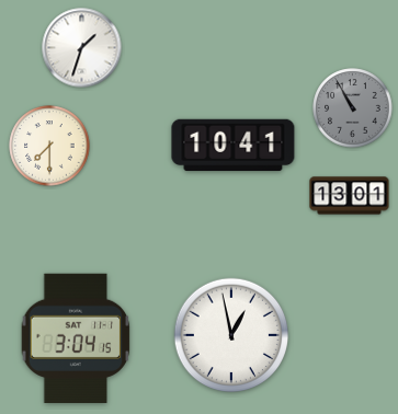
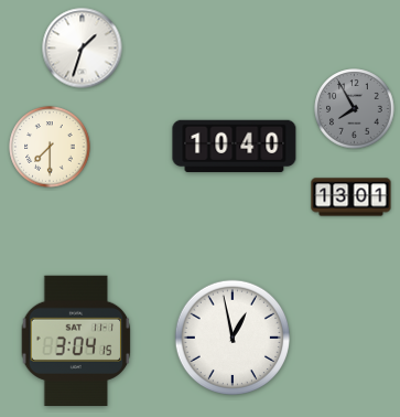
clock at (353, 108): 10:55 -> 7:55
clock at (234, 146): 10:41 -> 10:40
